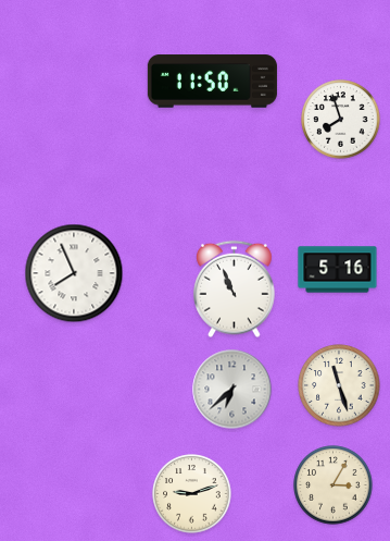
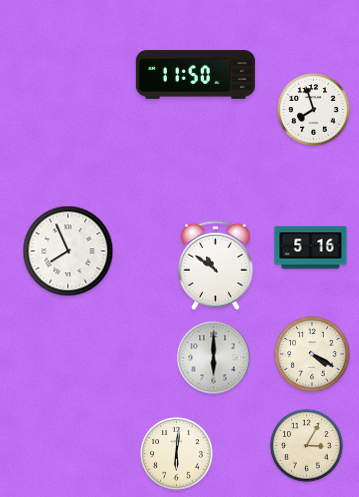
clock at (235, 290): 10:56 -> 10:51
clock at (339, 385): 11:27 -> 4:20
clock at (232, 390): 6:38 -> 6:00
clock at (192, 494): 9:12 -> 6:01
